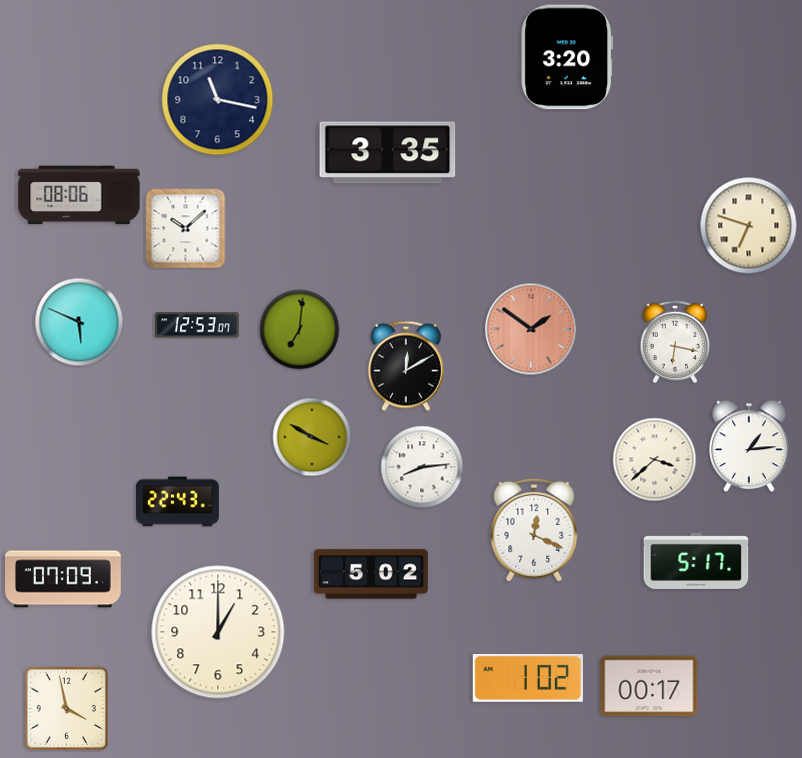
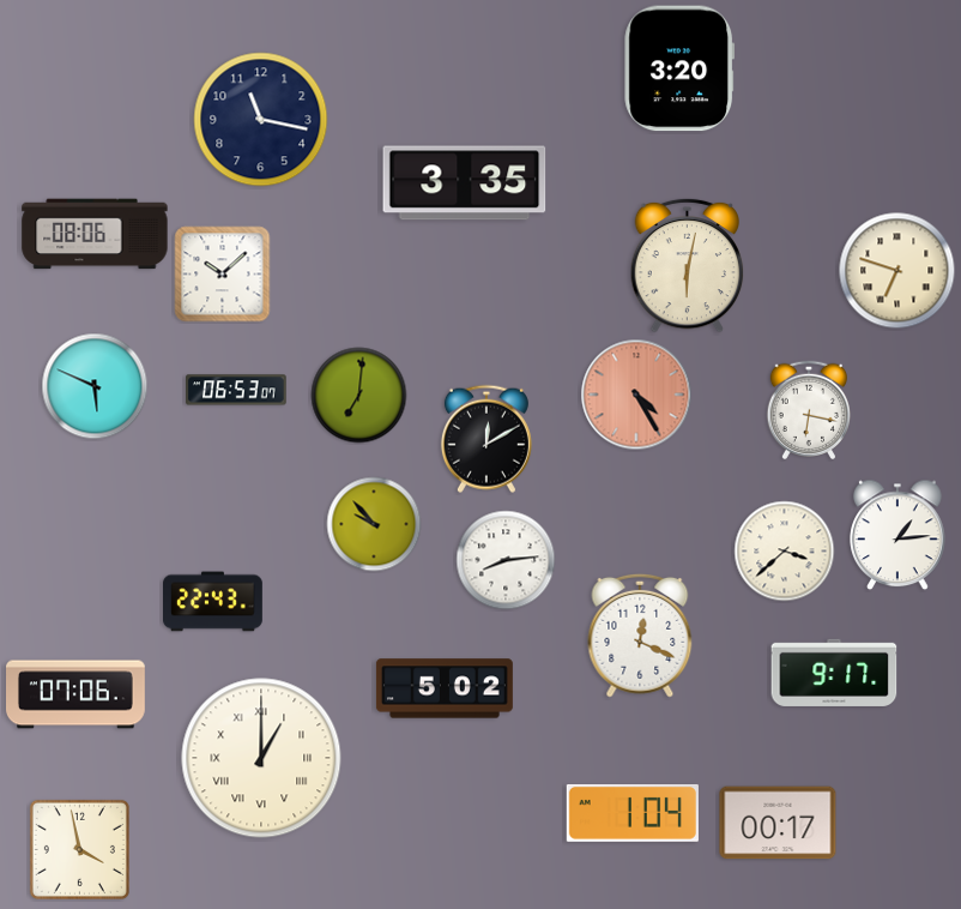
clock at (688, 265): none -> 6:02
clock at (198, 325): 12:53 -> 06:53
clock at (531, 329): 1:51 -> 4:25
clock at (312, 437): 3:50 -> 9:53
clock at (696, 561): 5:17 -> 9:17
clock at (64, 579): 07:09 -> 07:06
clock at (218, 632) numerals: Arabic -> Roman
clock at (528, 678): 1:02 -> 1:04
